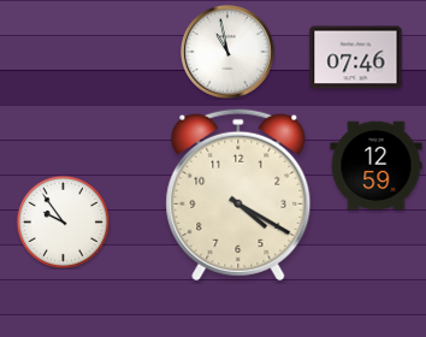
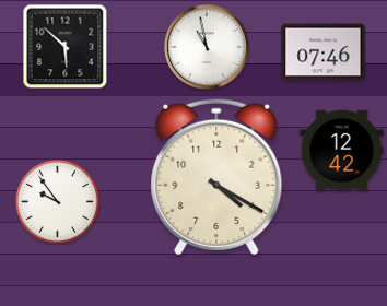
clock at (64, 46): none -> 5:52
clock at (377, 166): 12:59 -> 12:42
